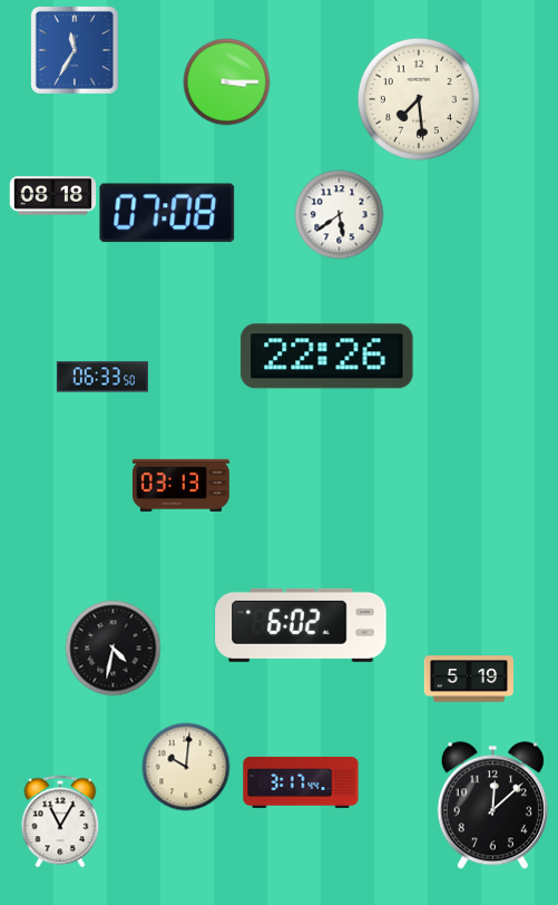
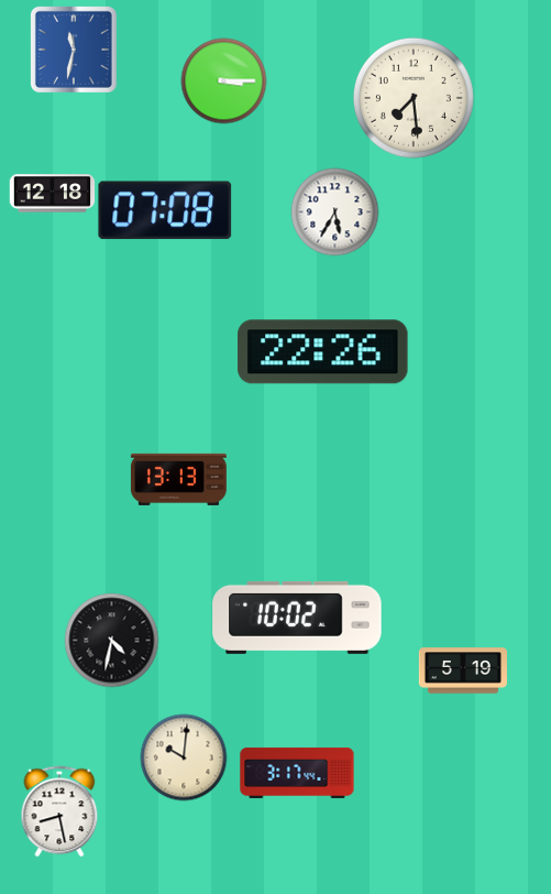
clock at (75, 50): 11:35 -> 11:32
clock at (52, 196): 08:18 -> 12:18
clock at (339, 214): 5:39 -> 5:35
clock at (102, 377): 06:33 -> none
clock at (180, 485): 03:13 -> 13:13
clock at (301, 625): 6:02 -> 10:02
clock at (492, 806): 12:08 -> none
clock at (60, 821): 11:05 -> 8:28
